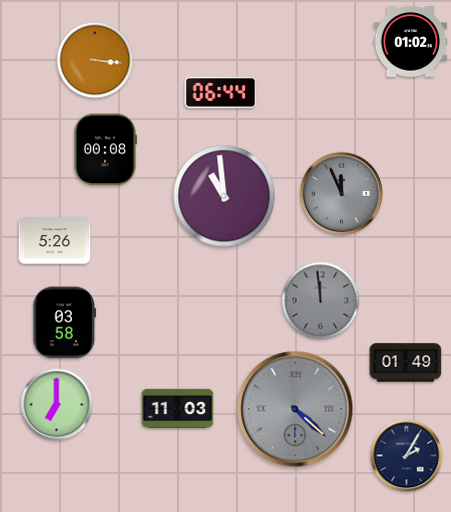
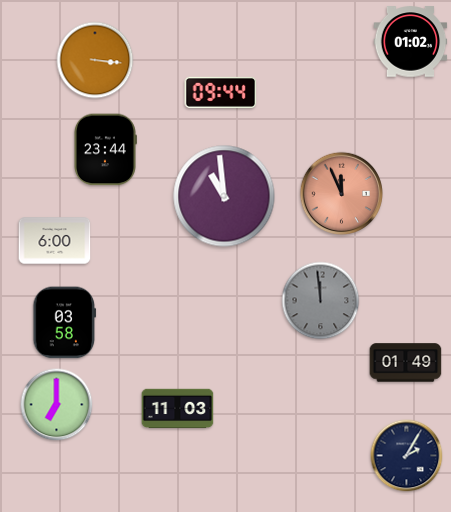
clock at (221, 92): 06:44 -> 09:44
clock at (105, 150): 00:08 -> 23:44
clock at (341, 193) dial: grey -> salmon
clock at (55, 241): 5:26 -> 6:00
clock at (295, 409): 4:22 -> none
